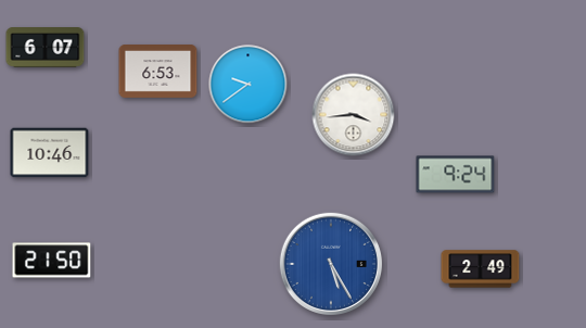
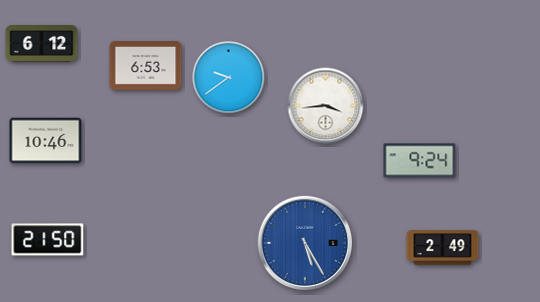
clock at (46, 48): 6:07 -> 6:12
